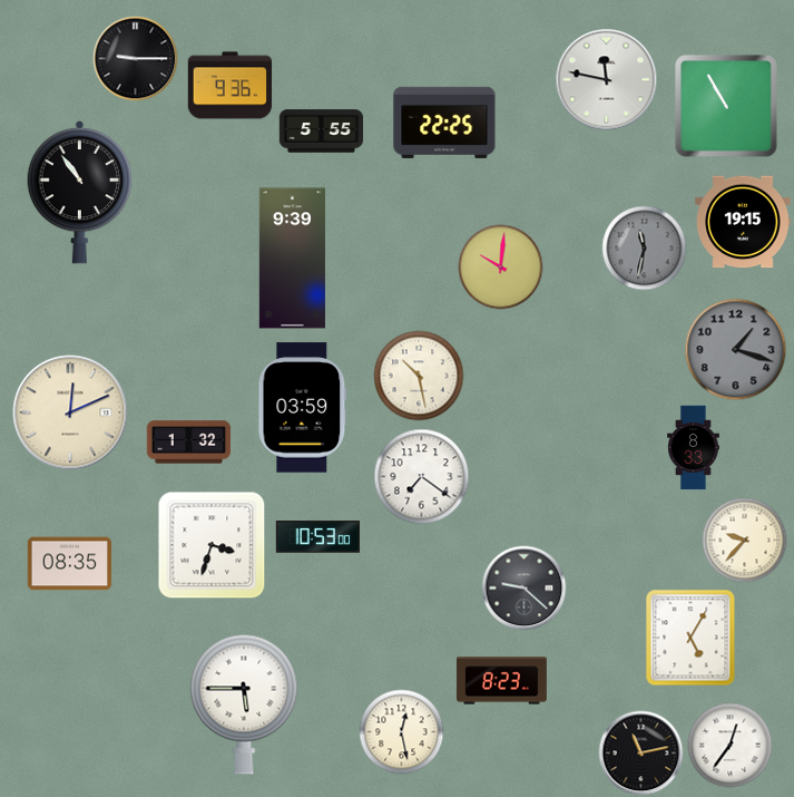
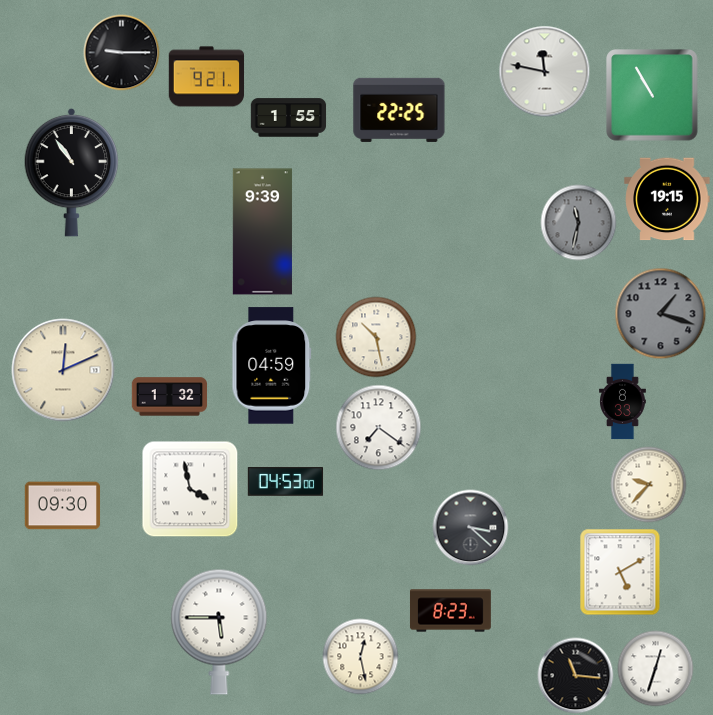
clock at (231, 86): 9:36 -> 9:21
clock at (322, 132): 5:55 -> 1:55
clock at (501, 268): 10:01 -> none
clock at (303, 408): 03:59 -> 04:59
clock at (318, 537): 10:53 -> 04:53
clock at (745, 541) position: (745, 541) -> (649, 485)
clock at (212, 545): 3:33 -> 3:58
clock at (70, 564): 08:35 -> 09:30
clock at (525, 589): 9:22 -> 3:22
clock at (690, 638): 5:05 -> 5:10
clock at (731, 746): 12:36 -> 12:33
clock at (641, 754): 11:13 -> 11:16
